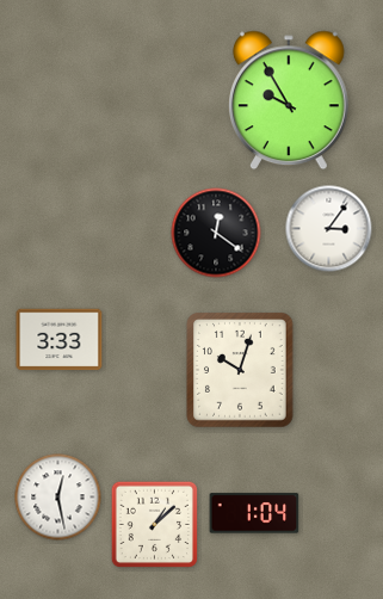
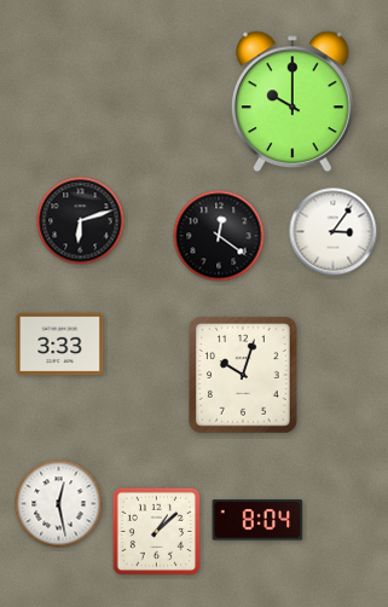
clock at (289, 100): 9:55 -> 10:00
clock at (81, 221): none -> 6:12
clock at (254, 513): 1:04 -> 8:04
